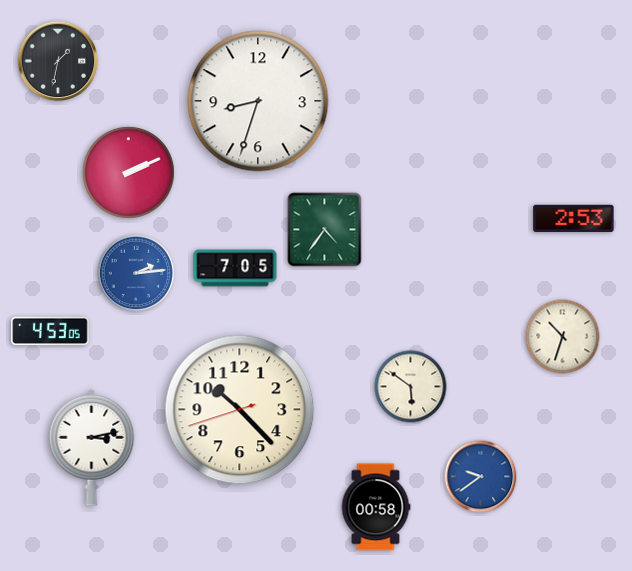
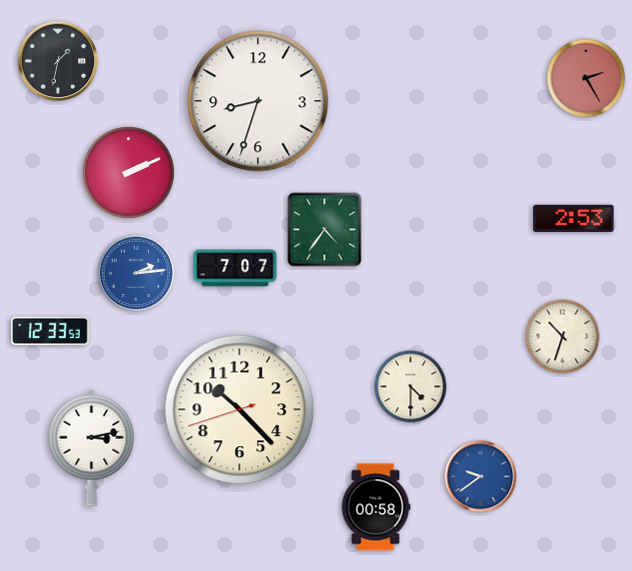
clock at (586, 78): none -> 2:25
clock at (235, 268): 7:05 -> 7:07
clock at (51, 331): 4:53 -> 12:33
clock at (411, 387): 5:51 -> 4:30
